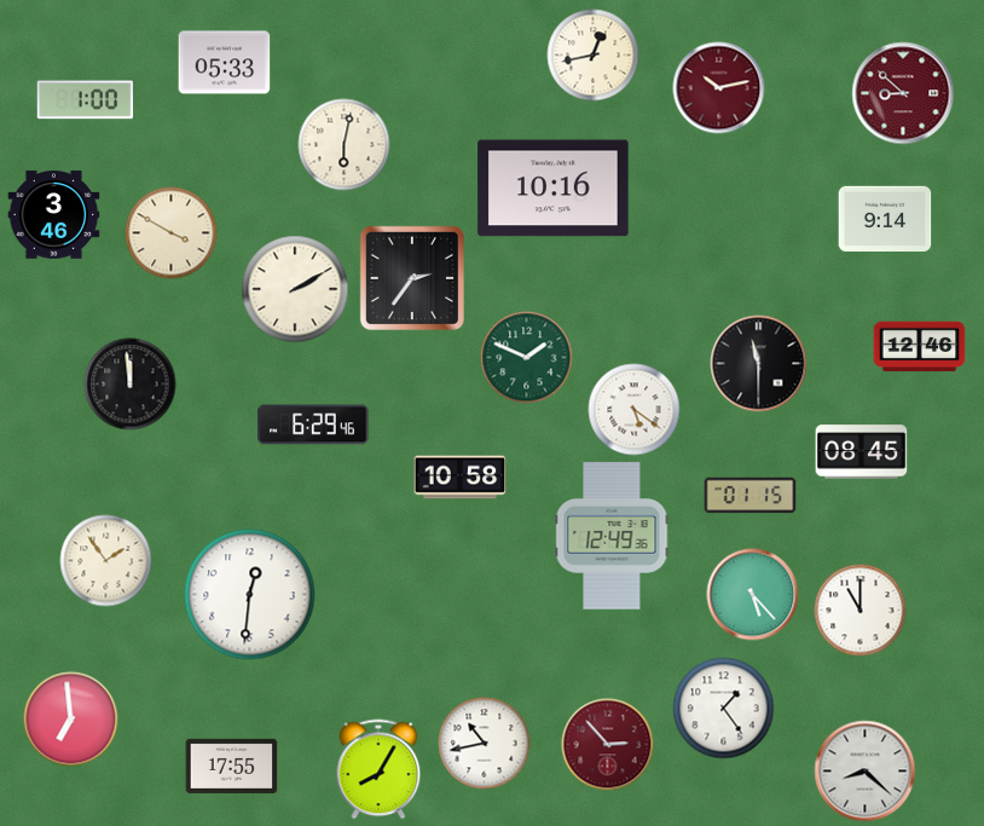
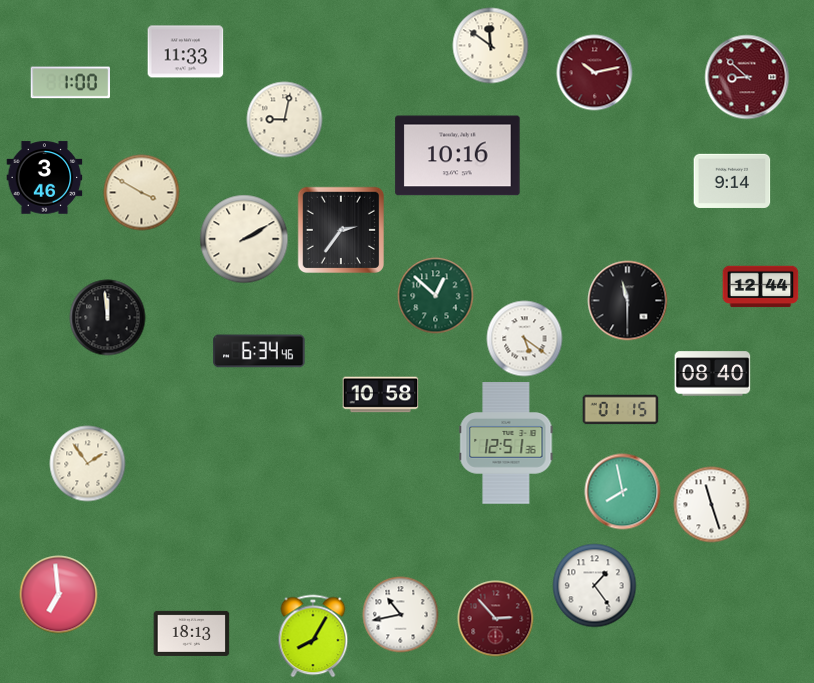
clock at (594, 56): 12:43 -> 11:51
clock at (225, 63): 05:33 -> 11:33
clock at (345, 145): 6:02 -> 9:02
clock at (920, 347): 12:46 -> 12:44
clock at (527, 358): 1:49 -> 12:52
clock at (313, 424): 6:29 -> 6:34
clock at (862, 452): 08:45 -> 08:40
clock at (612, 536): 12:49 -> 12:51
clock at (250, 595): 12:31 -> none
clock at (753, 595): 5:23 -> 7:58
clock at (861, 611): 11:00 -> 11:27
clock at (724, 709) position: (724, 709) -> (595, 586)
clock at (608, 745) position: (608, 745) -> (496, 619)
clock at (232, 766): 17:55 -> 18:13
clock at (866, 772): 8:22 -> none
